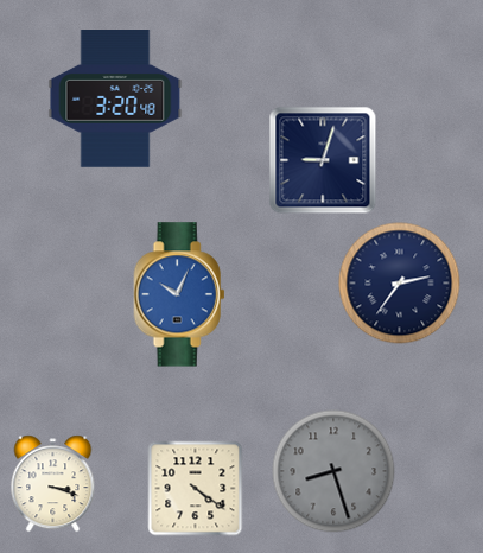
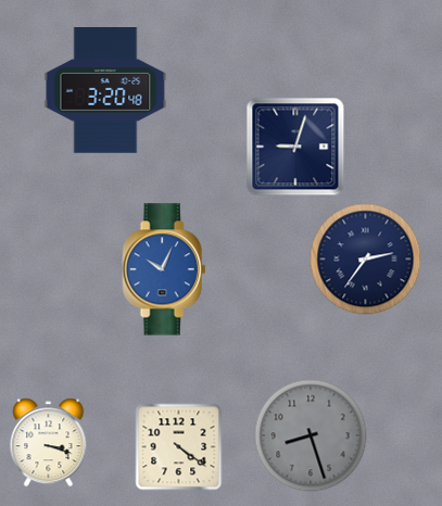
clock at (333, 471) position: (333, 471) -> (311, 435)
